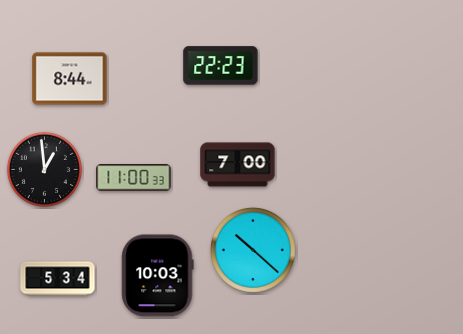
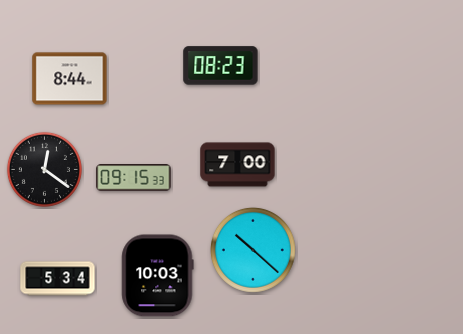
clock at (221, 66): 22:23 -> 08:23
clock at (44, 169): 12:59 -> 12:21
clock at (134, 178): 11:00 -> 09:15
